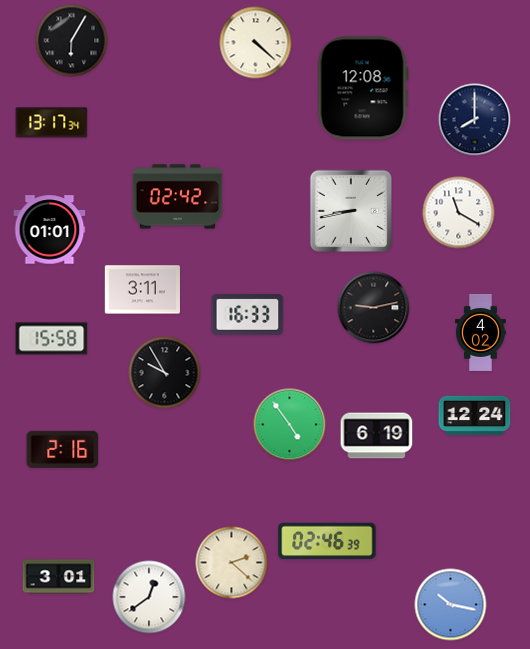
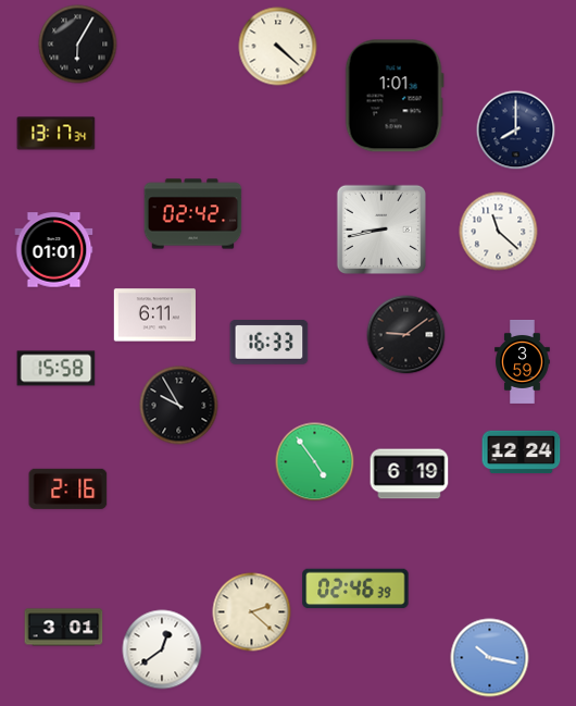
clock at (363, 88): 12:08 -> 1:01
clock at (459, 213): 11:20 -> 11:22
clock at (142, 290): 3:11 -> 6:11
clock at (374, 308): 9:13 -> 9:09
clock at (481, 332): 4:02 -> 3:59
clock at (475, 416) position: (475, 416) -> (522, 453)
